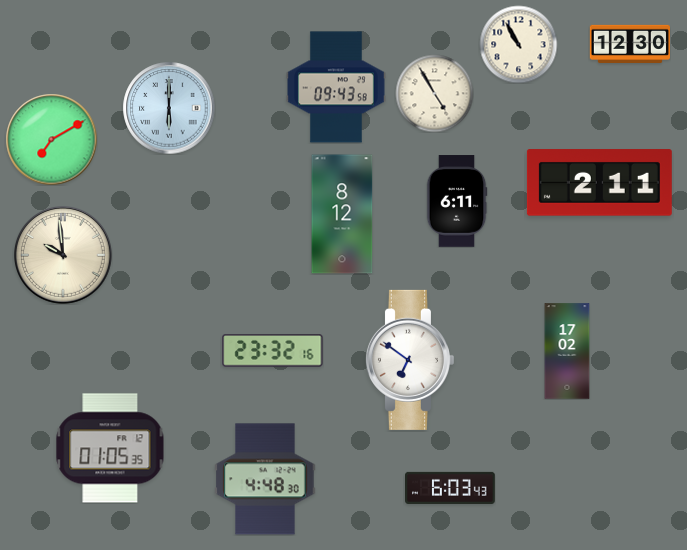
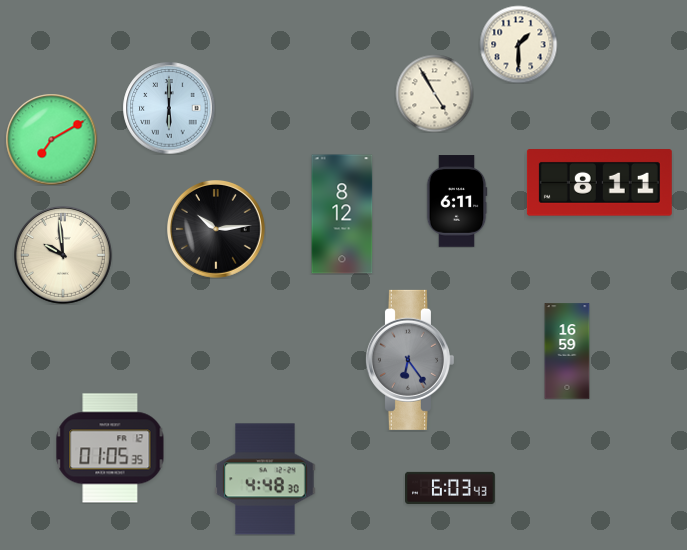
clock at (629, 43): 12:30 -> none
clock at (518, 44): 10:55 -> 1:30
clock at (336, 87): 09:43 -> none
clock at (599, 183): 2:11 -> 8:11
clock at (217, 230): none -> 10:14
clock at (273, 351): 23:32 -> none
clock at (567, 351): 17:02 -> 16:59
clock at (409, 360): 6:51 -> 6:24
clock at (409, 360) dial: white -> grey
